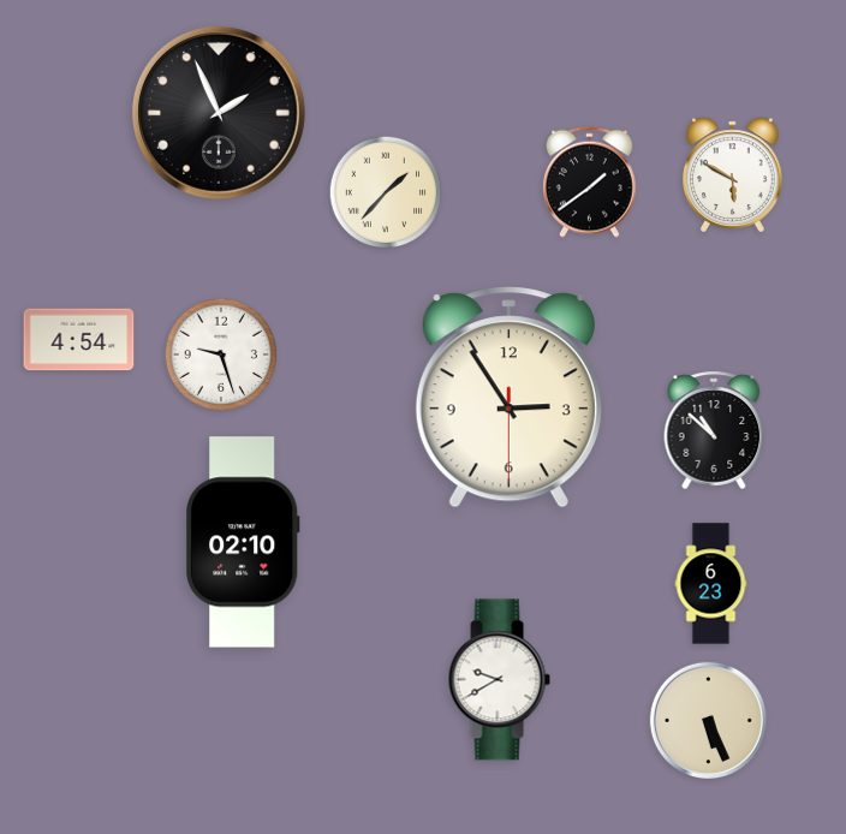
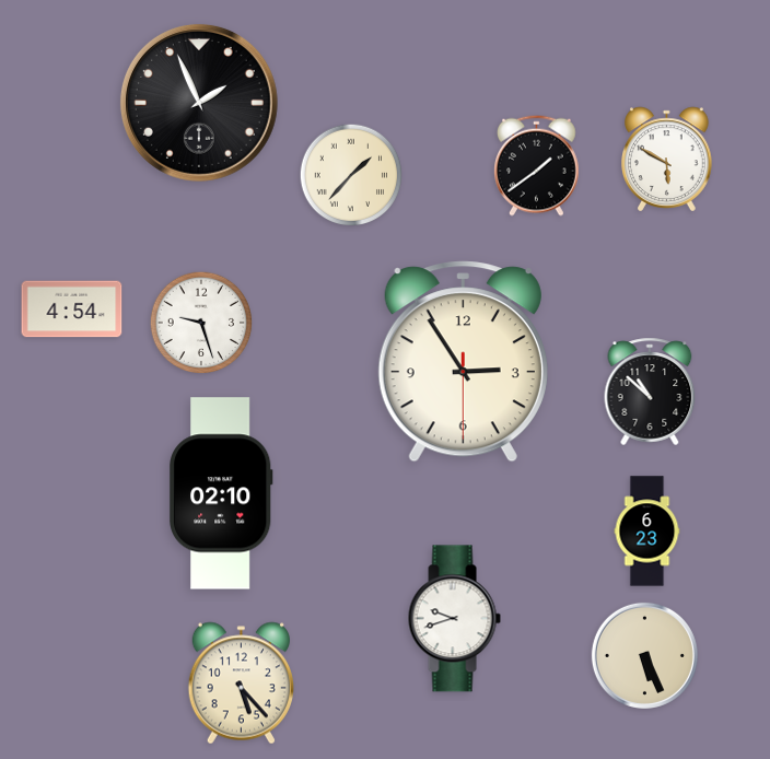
clock at (499, 680): 9:40 -> 9:42
clock at (241, 684): none -> 5:23
